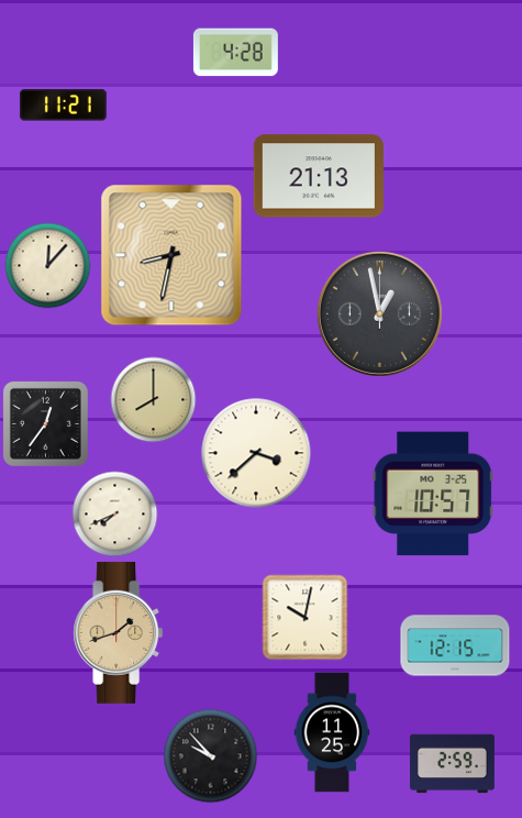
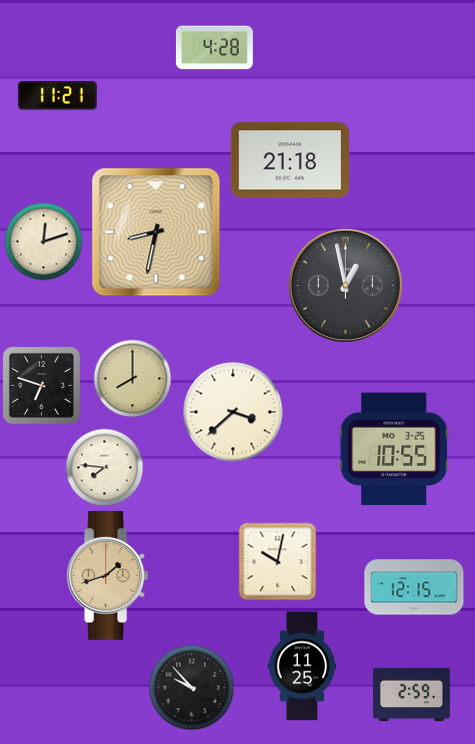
clock at (319, 176): 21:13 -> 21:18
clock at (47, 265): 12:07 -> 12:12
clock at (153, 399) position: (153, 399) -> (132, 378)
clock at (45, 423): 12:36 -> 6:48
clock at (433, 494): 10:57 -> 10:55
clock at (114, 513): 7:41 -> 7:46
